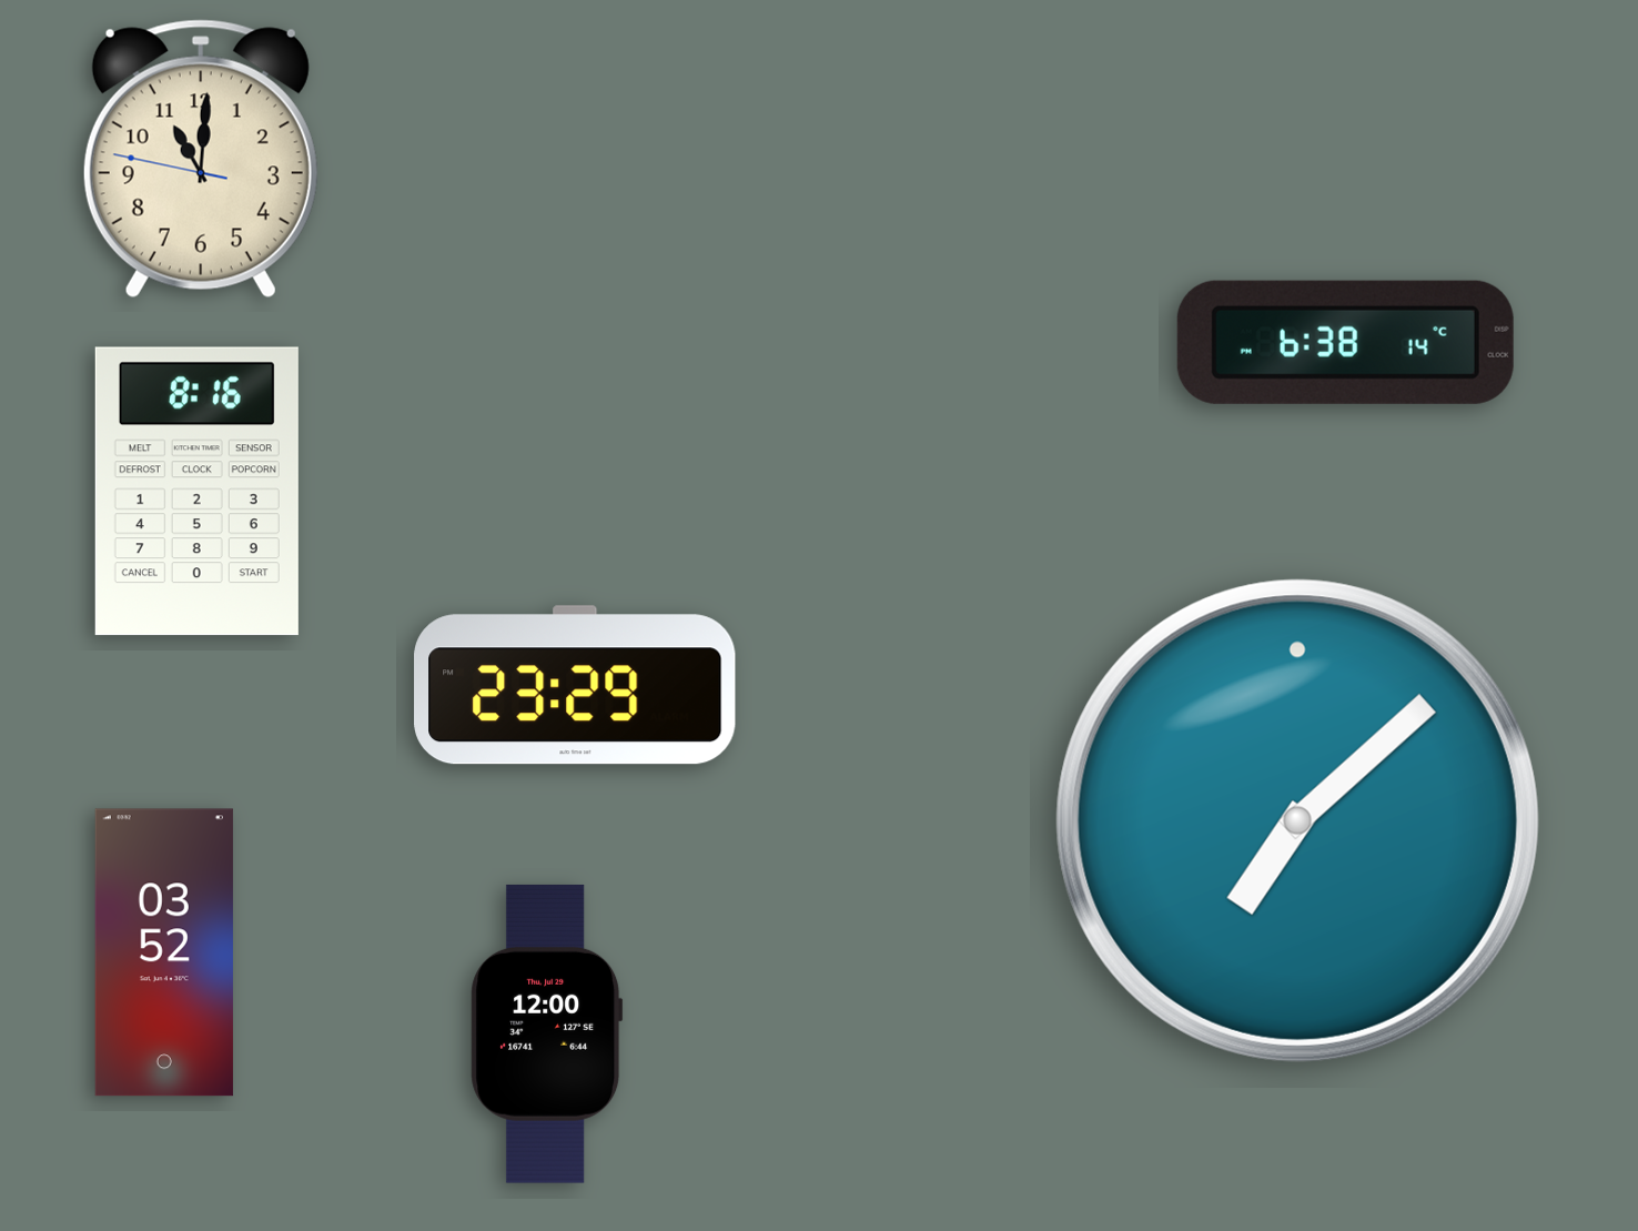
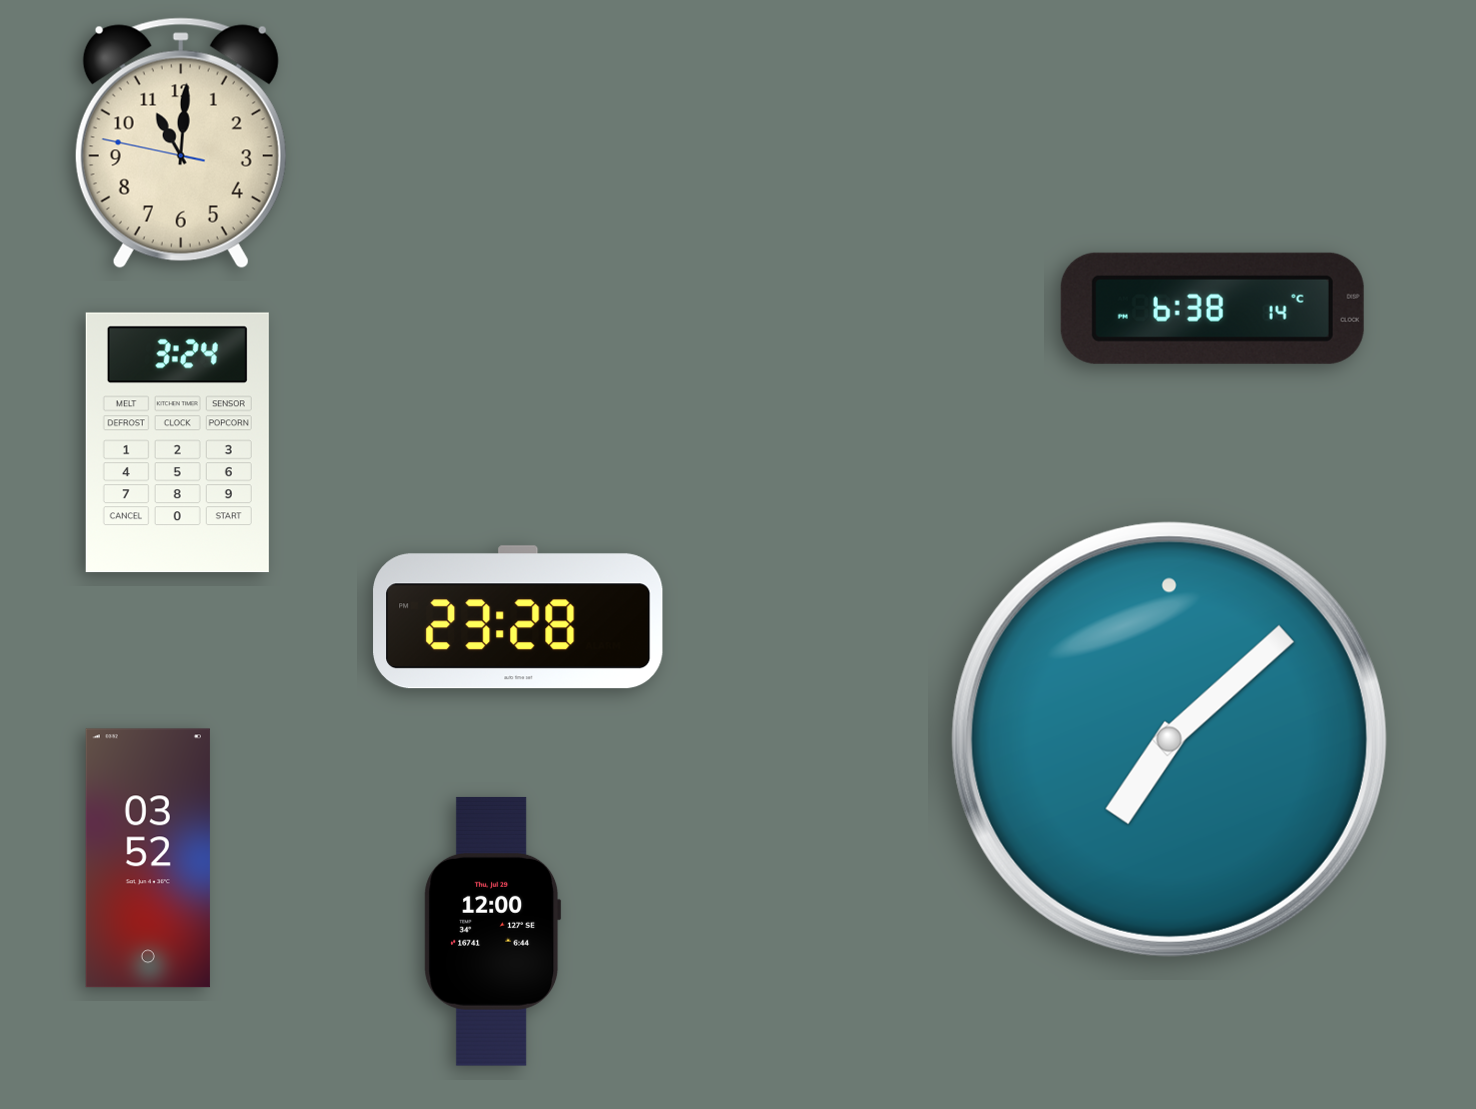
clock at (196, 492): 8:16 -> 3:24
clock at (575, 685): 23:29 -> 23:28
